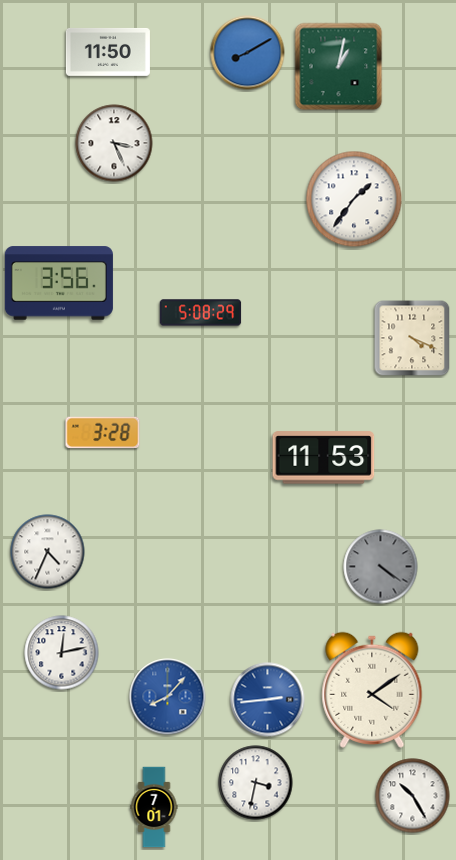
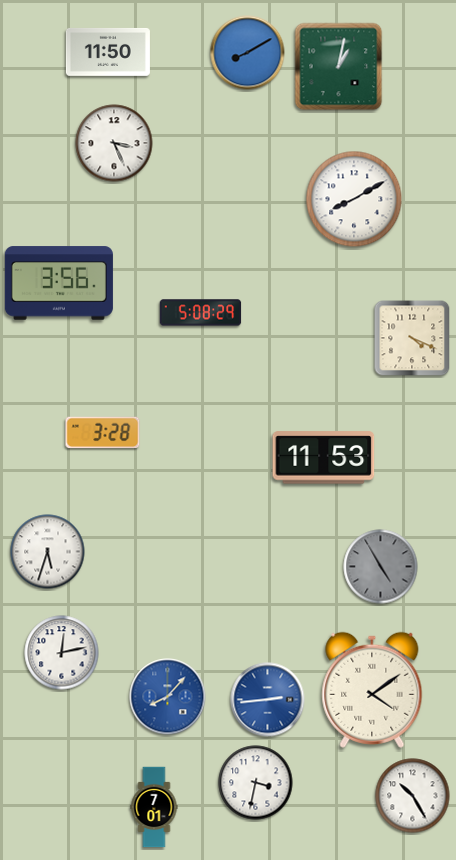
clock at (354, 199): 1:36 -> 8:10
clock at (48, 552): 4:34 -> 5:33
clock at (381, 567): 4:21 -> 4:55
